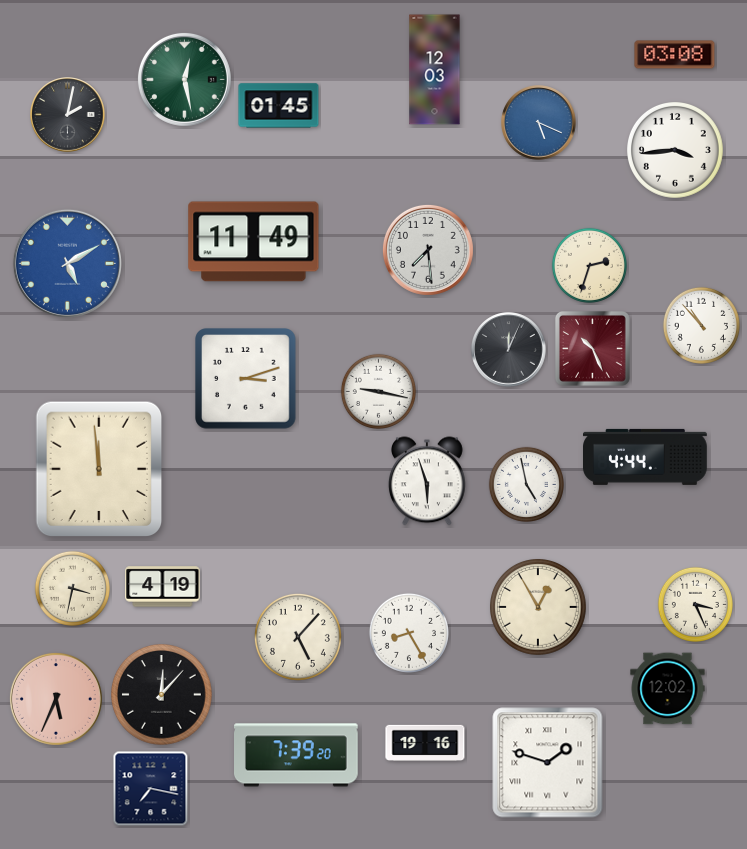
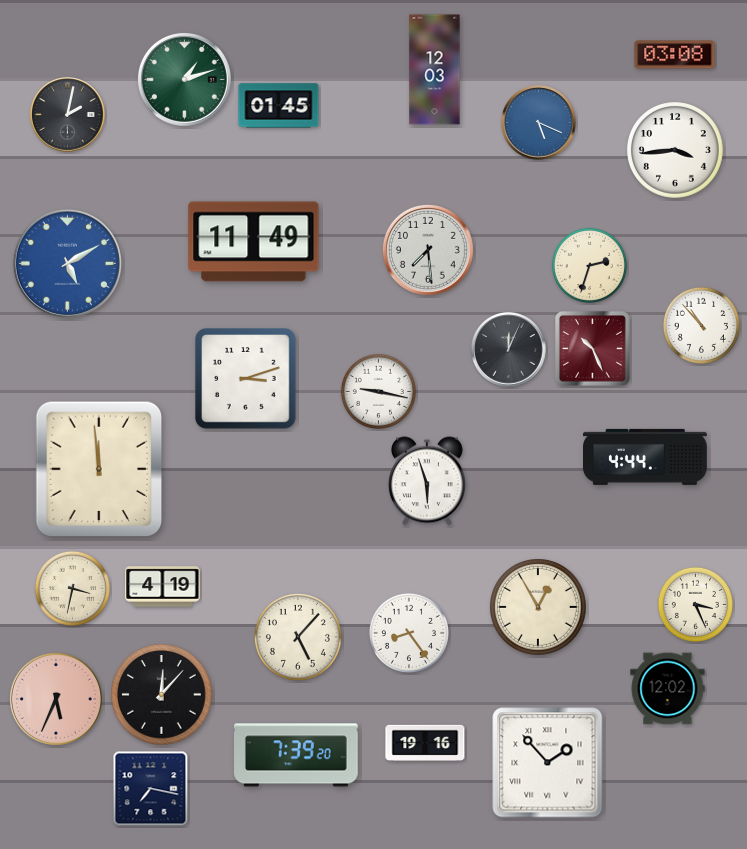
clock at (184, 79): 12:28 -> 1:12
clock at (526, 484): 4:58 -> none
clock at (409, 633): 8:25 -> 8:24
clock at (548, 763): 1:48 -> 1:53
